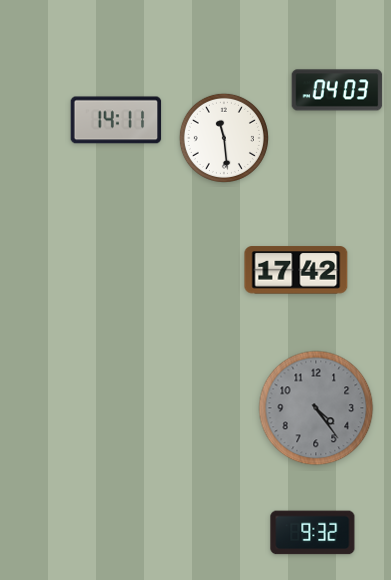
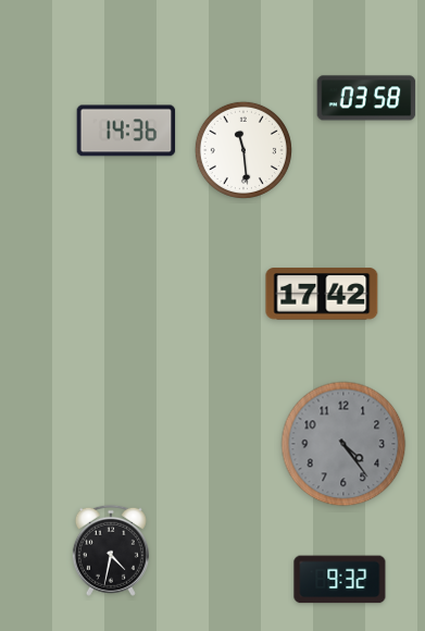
clock at (337, 90): 04:03 -> 03:58
clock at (116, 120): 14:11 -> 14:36
clock at (111, 550): none -> 4:32
